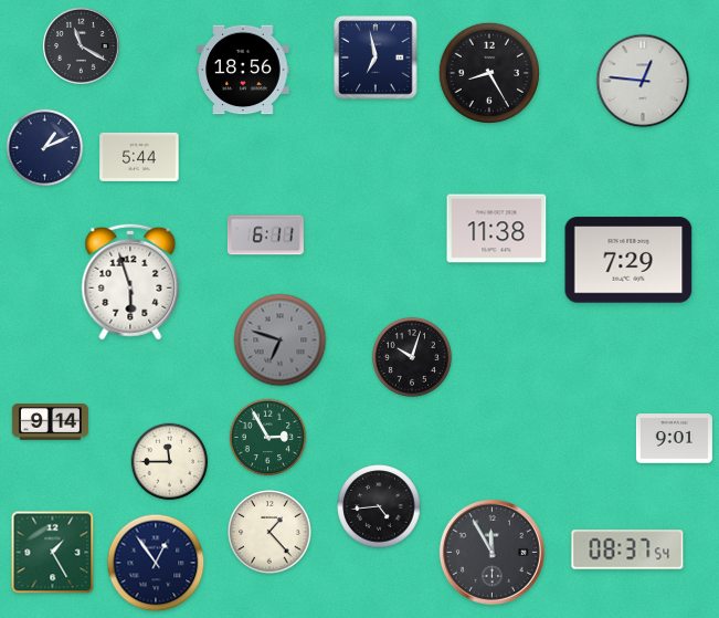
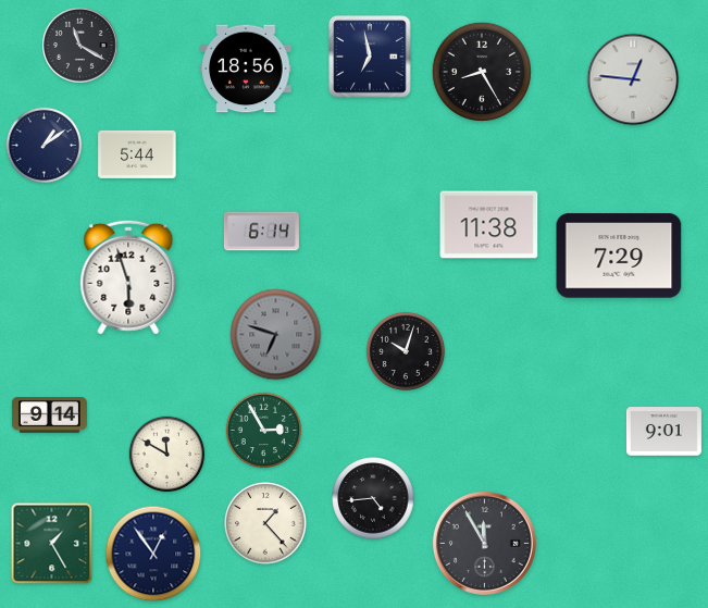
clock at (243, 70) position: (243, 70) -> (246, 69)
clock at (45, 148): 1:11 -> 1:09
clock at (265, 235): 6:11 -> 6:14
clock at (170, 462): 11:45 -> 11:50
clock at (627, 549): 08:37 -> none
